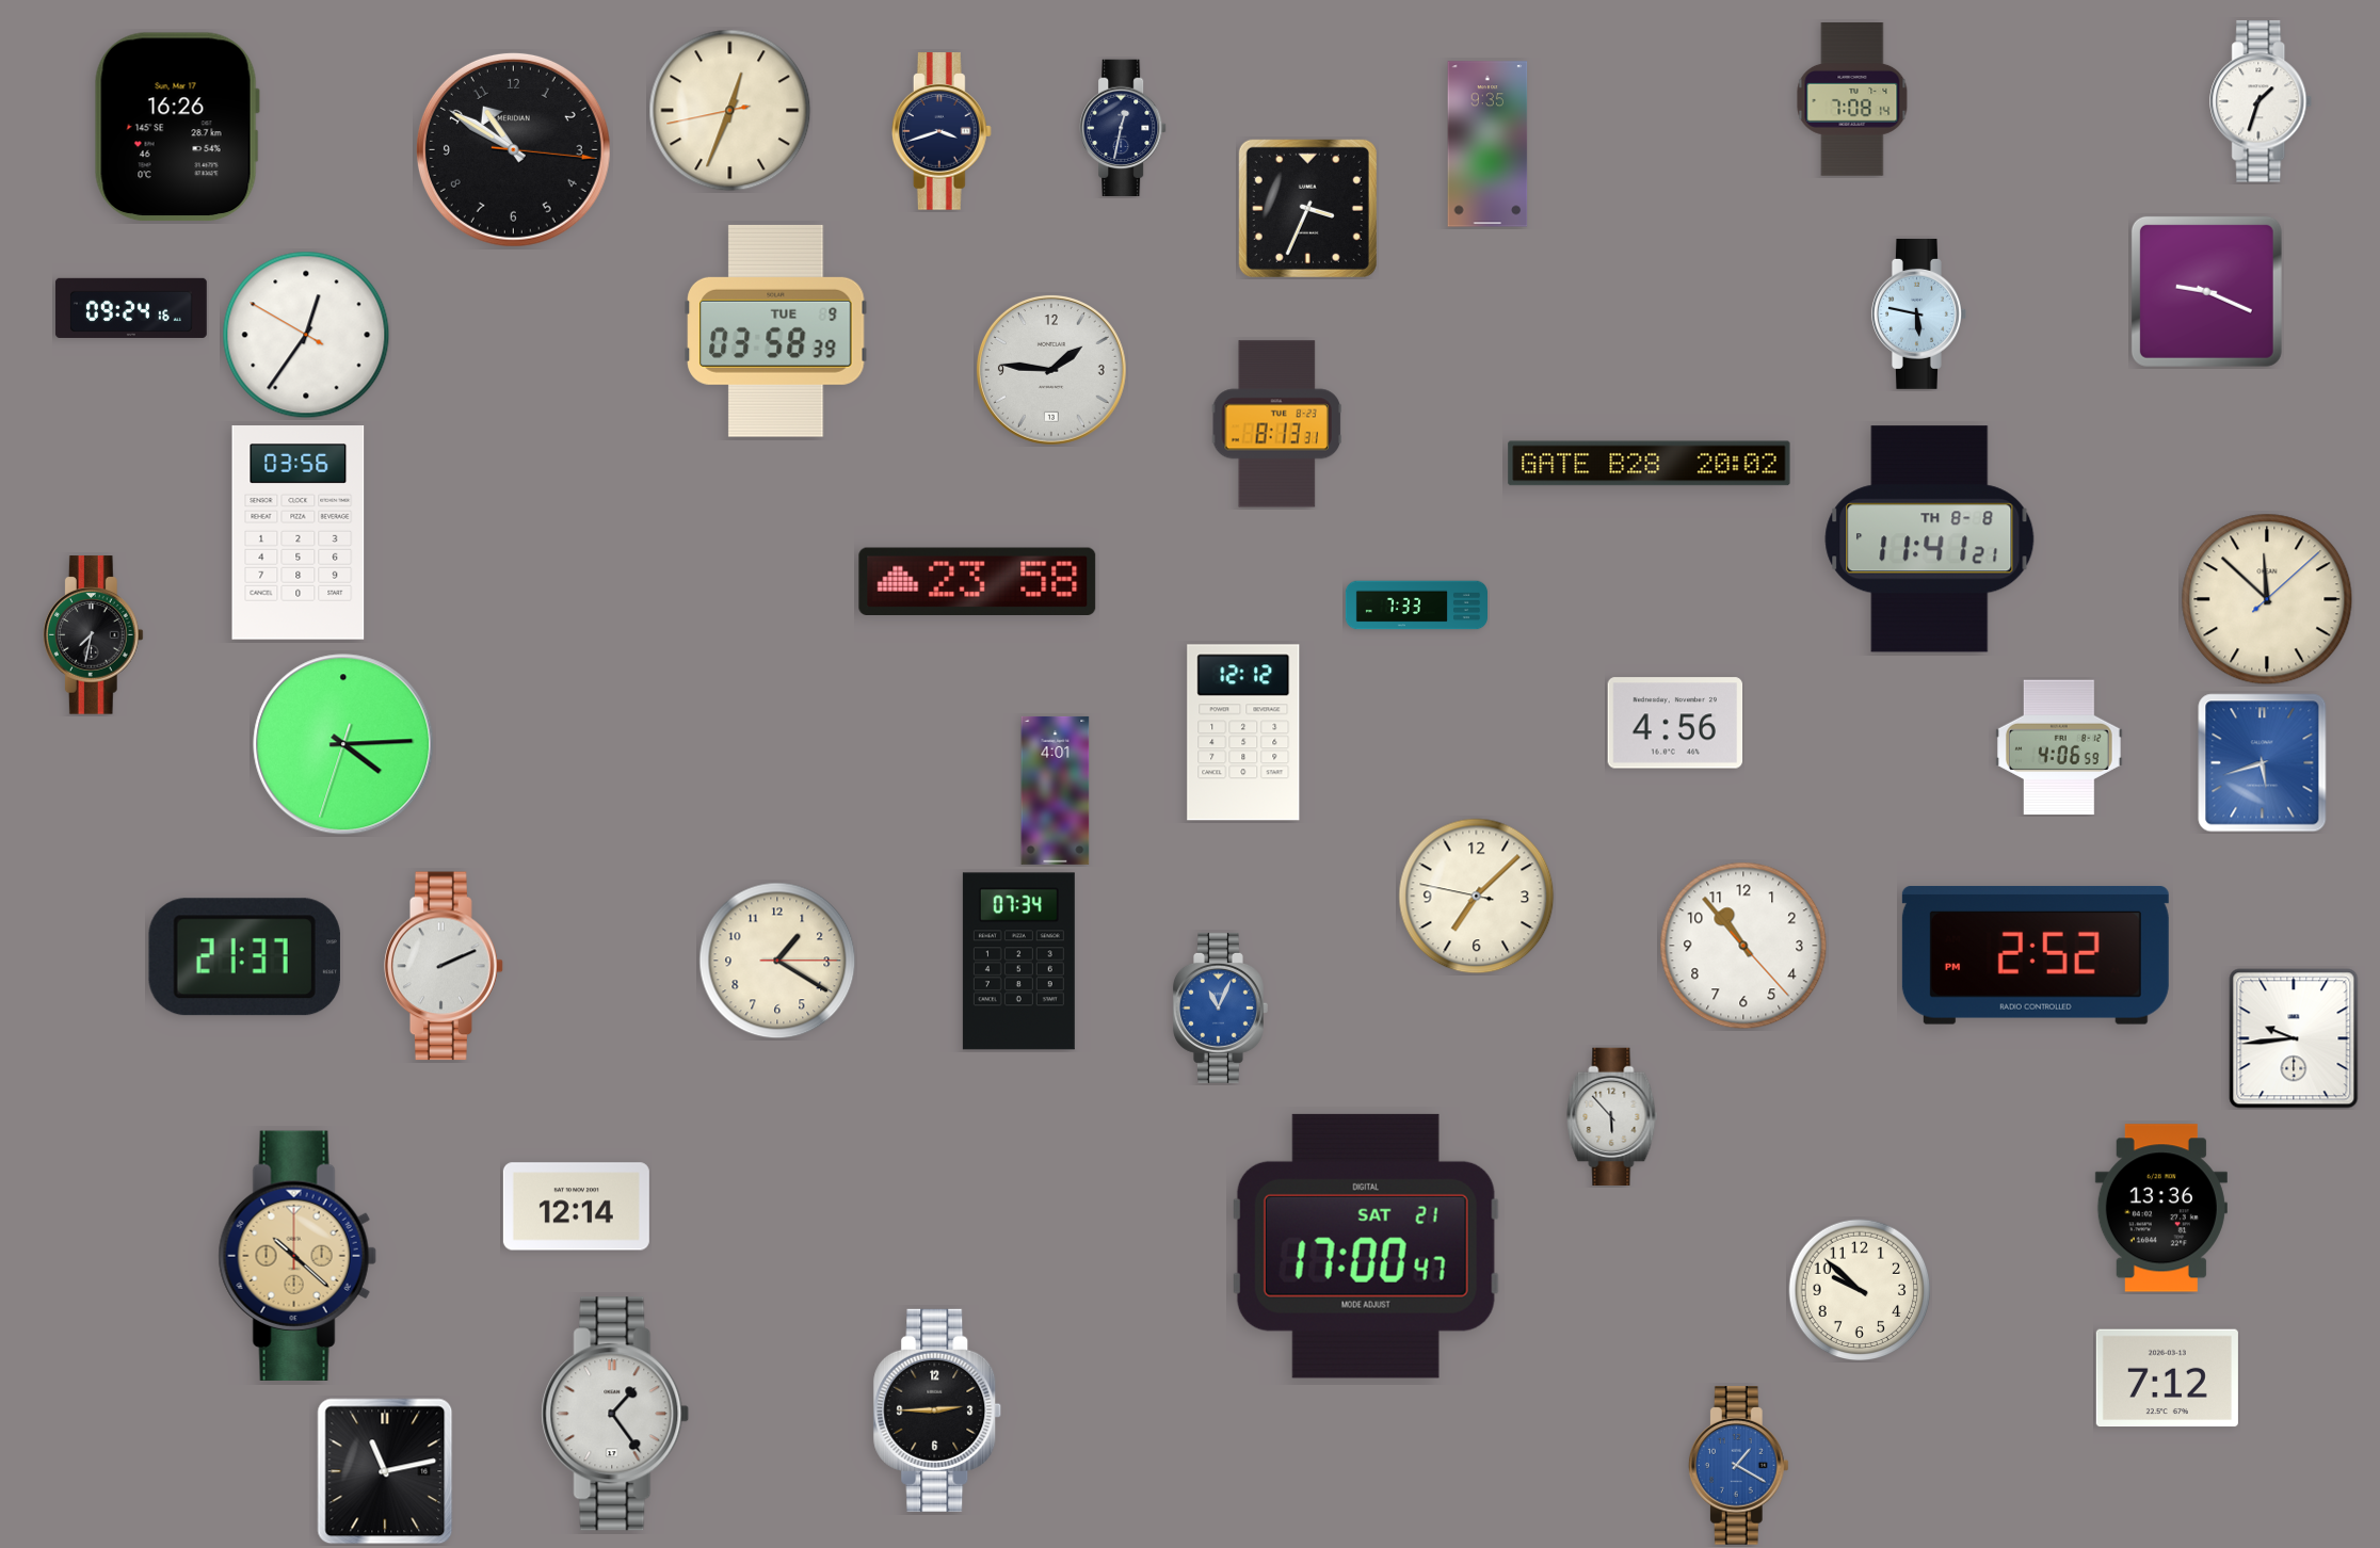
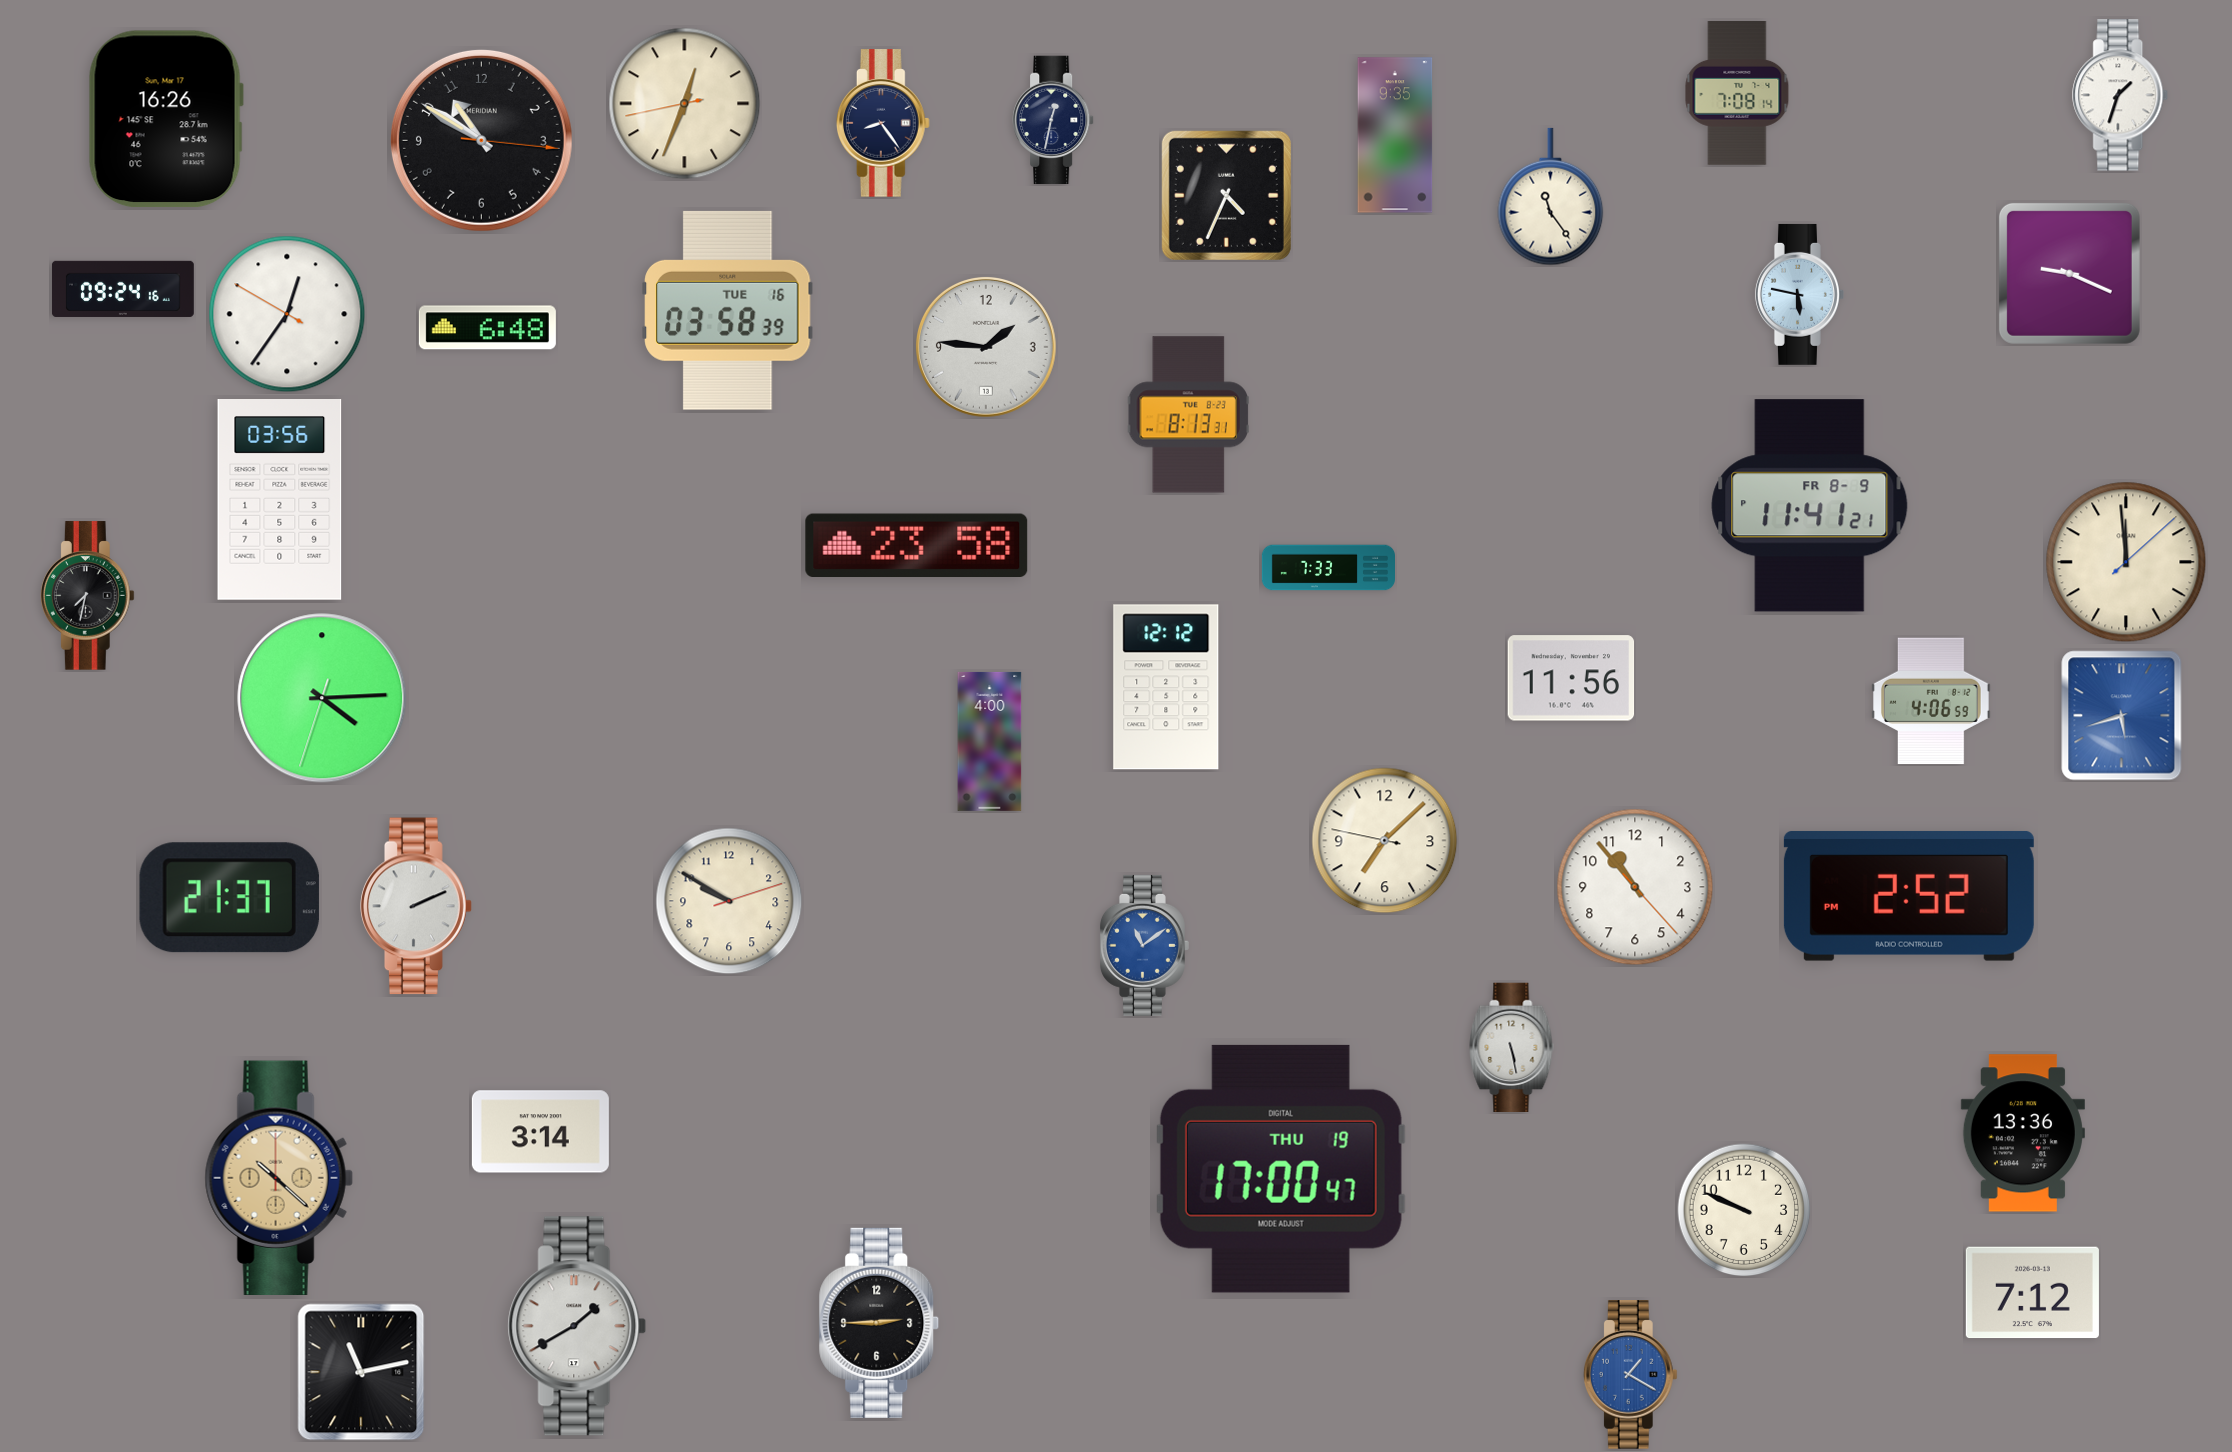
clock at (942, 131): 3:42 -> 8:24
clock at (1307, 208): 3:34 -> 4:34
clock at (1551, 197): none -> 11:24
clock at (776, 330) date: TUE 9 -> TUE 16
clock at (487, 328): none -> 6:48
clock at (1276, 424) position: (1276, 424) -> (1188, 415)
clock at (1650, 464): 20:02 -> none
clock at (1930, 539) date: TH 8-8 -> FR 8-9
clock at (2267, 599): 11:52 -> 11:59
clock at (1675, 723): 4:56 -> 11:56
clock at (1056, 790): 4:01 -> 4:00
clock at (777, 961): 1:20 -> 9:50
clock at (1018, 962): 07:34 -> none
clock at (1220, 1007): 11:04 -> 11:09
clock at (2294, 1038): 9:44 -> none
clock at (1612, 1117): 5:53 -> 5:28
clock at (576, 1207): 12:14 -> 3:14
clock at (2161, 1208) position: (2161, 1208) -> (2023, 1133)
clock at (1366, 1246) date: SAT 21 -> THU 19
clock at (1860, 1290): 9:52 -> 9:49
clock at (615, 1414): 1:24 -> 1:40
clock at (385, 1471) position: (385, 1471) -> (361, 1372)
